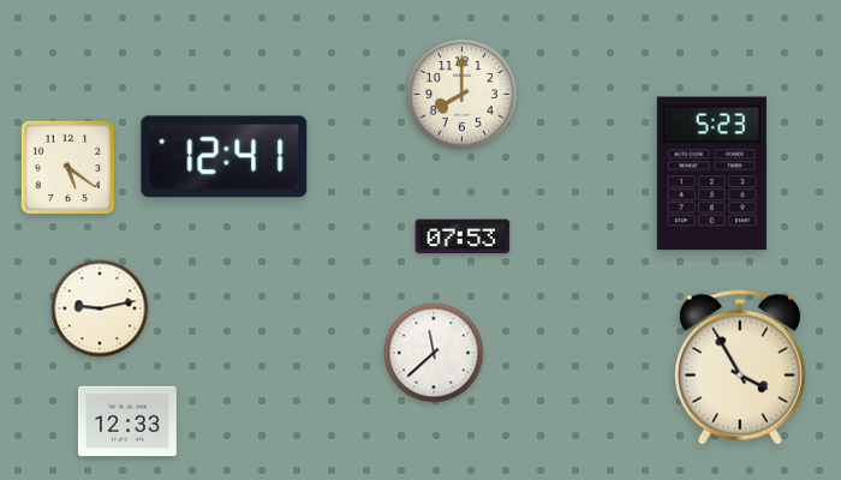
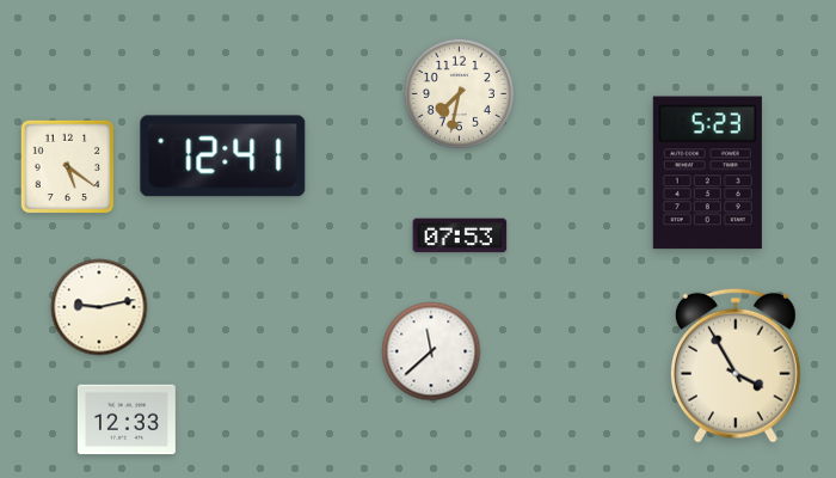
clock at (461, 94): 8:00 -> 7:32
